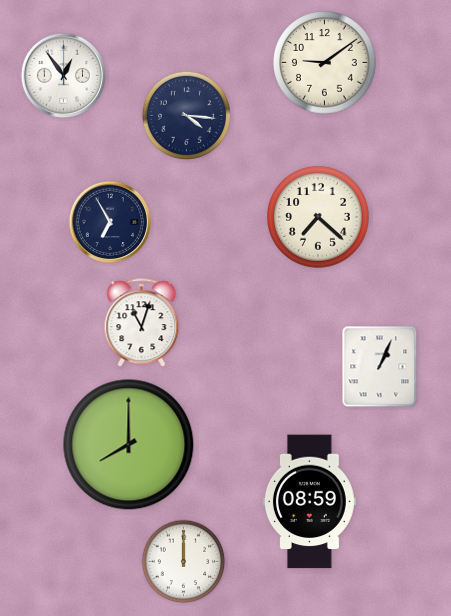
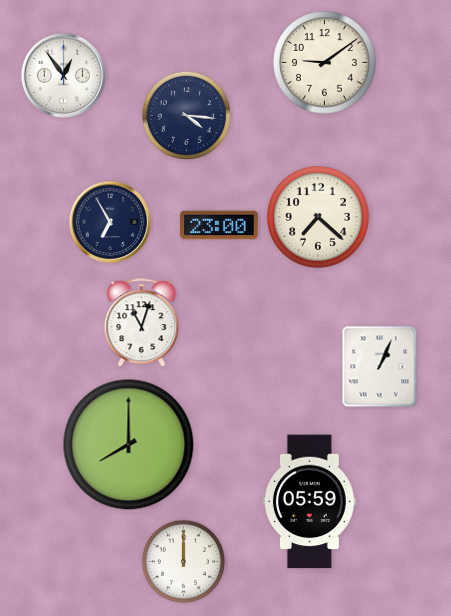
clock at (219, 225): none -> 23:00
clock at (309, 502): 08:59 -> 05:59
